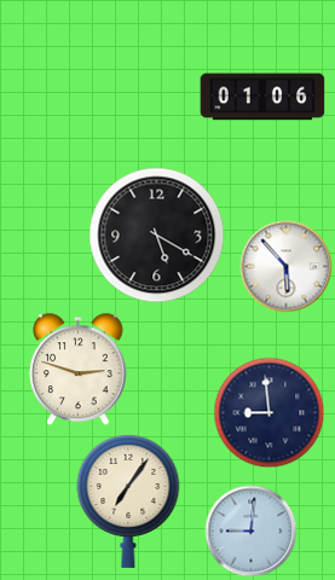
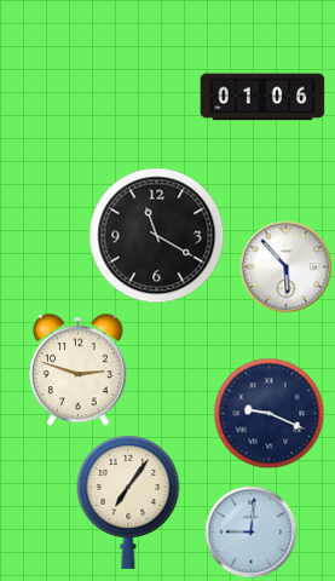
clock at (157, 236): 5:20 -> 11:20
clock at (270, 413): 8:59 -> 9:19
